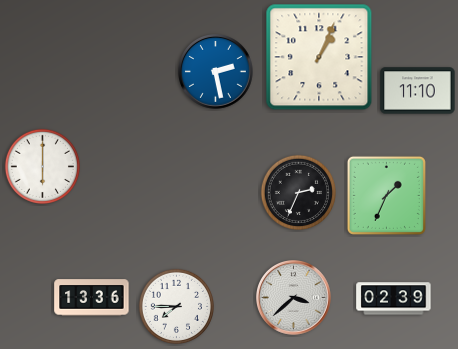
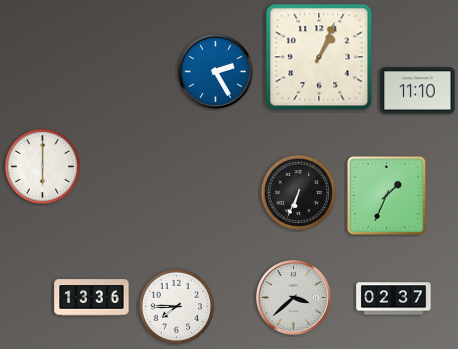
clock at (216, 72): 2:28 -> 2:25
clock at (298, 192): 2:34 -> 6:34
clock at (394, 299): 02:39 -> 02:37
